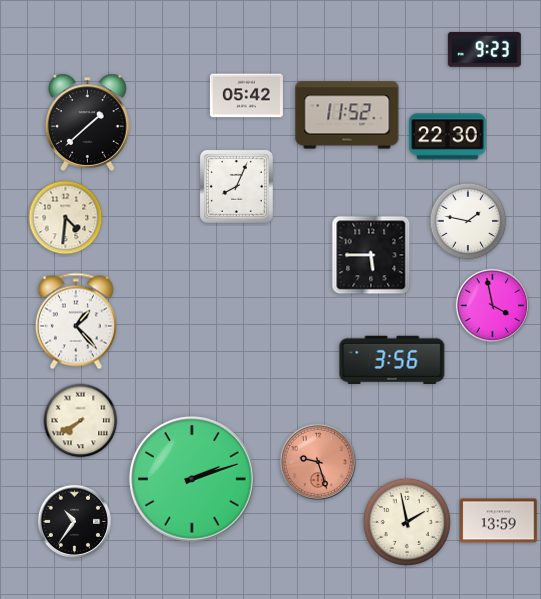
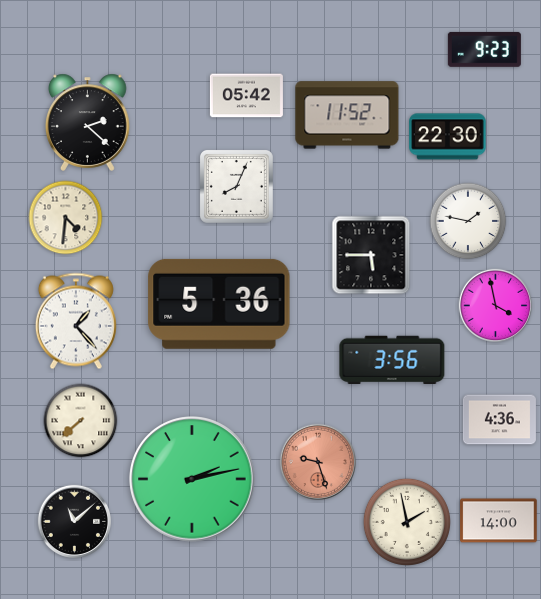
clock at (88, 122): 1:38 -> 2:22
clock at (219, 304): none -> 5:36
clock at (493, 306) position: (493, 306) -> (496, 306)
clock at (499, 420): none -> 4:36
clock at (81, 421): 7:40 -> 7:38
clock at (192, 479): 2:12 -> 2:13
clock at (499, 521): 13:59 -> 14:00
clock at (75, 522): 10:36 -> 11:08
